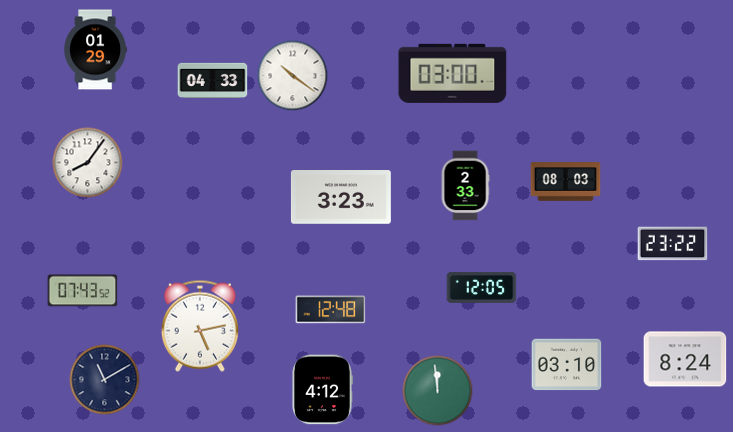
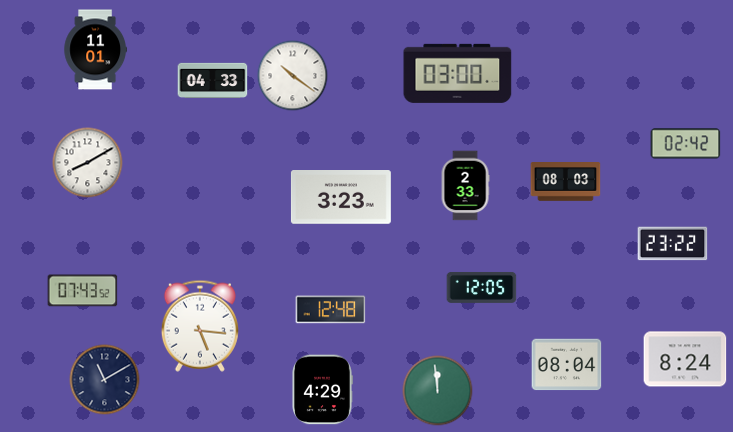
clock at (95, 50): 01:29 -> 11:01
clock at (453, 73) position: (453, 73) -> (458, 73)
clock at (686, 144): none -> 02:42
clock at (88, 163): 8:06 -> 8:10
clock at (200, 326): 5:13 -> 5:16
clock at (567, 365): 03:10 -> 08:04
clock at (322, 390): 4:12 -> 4:29
